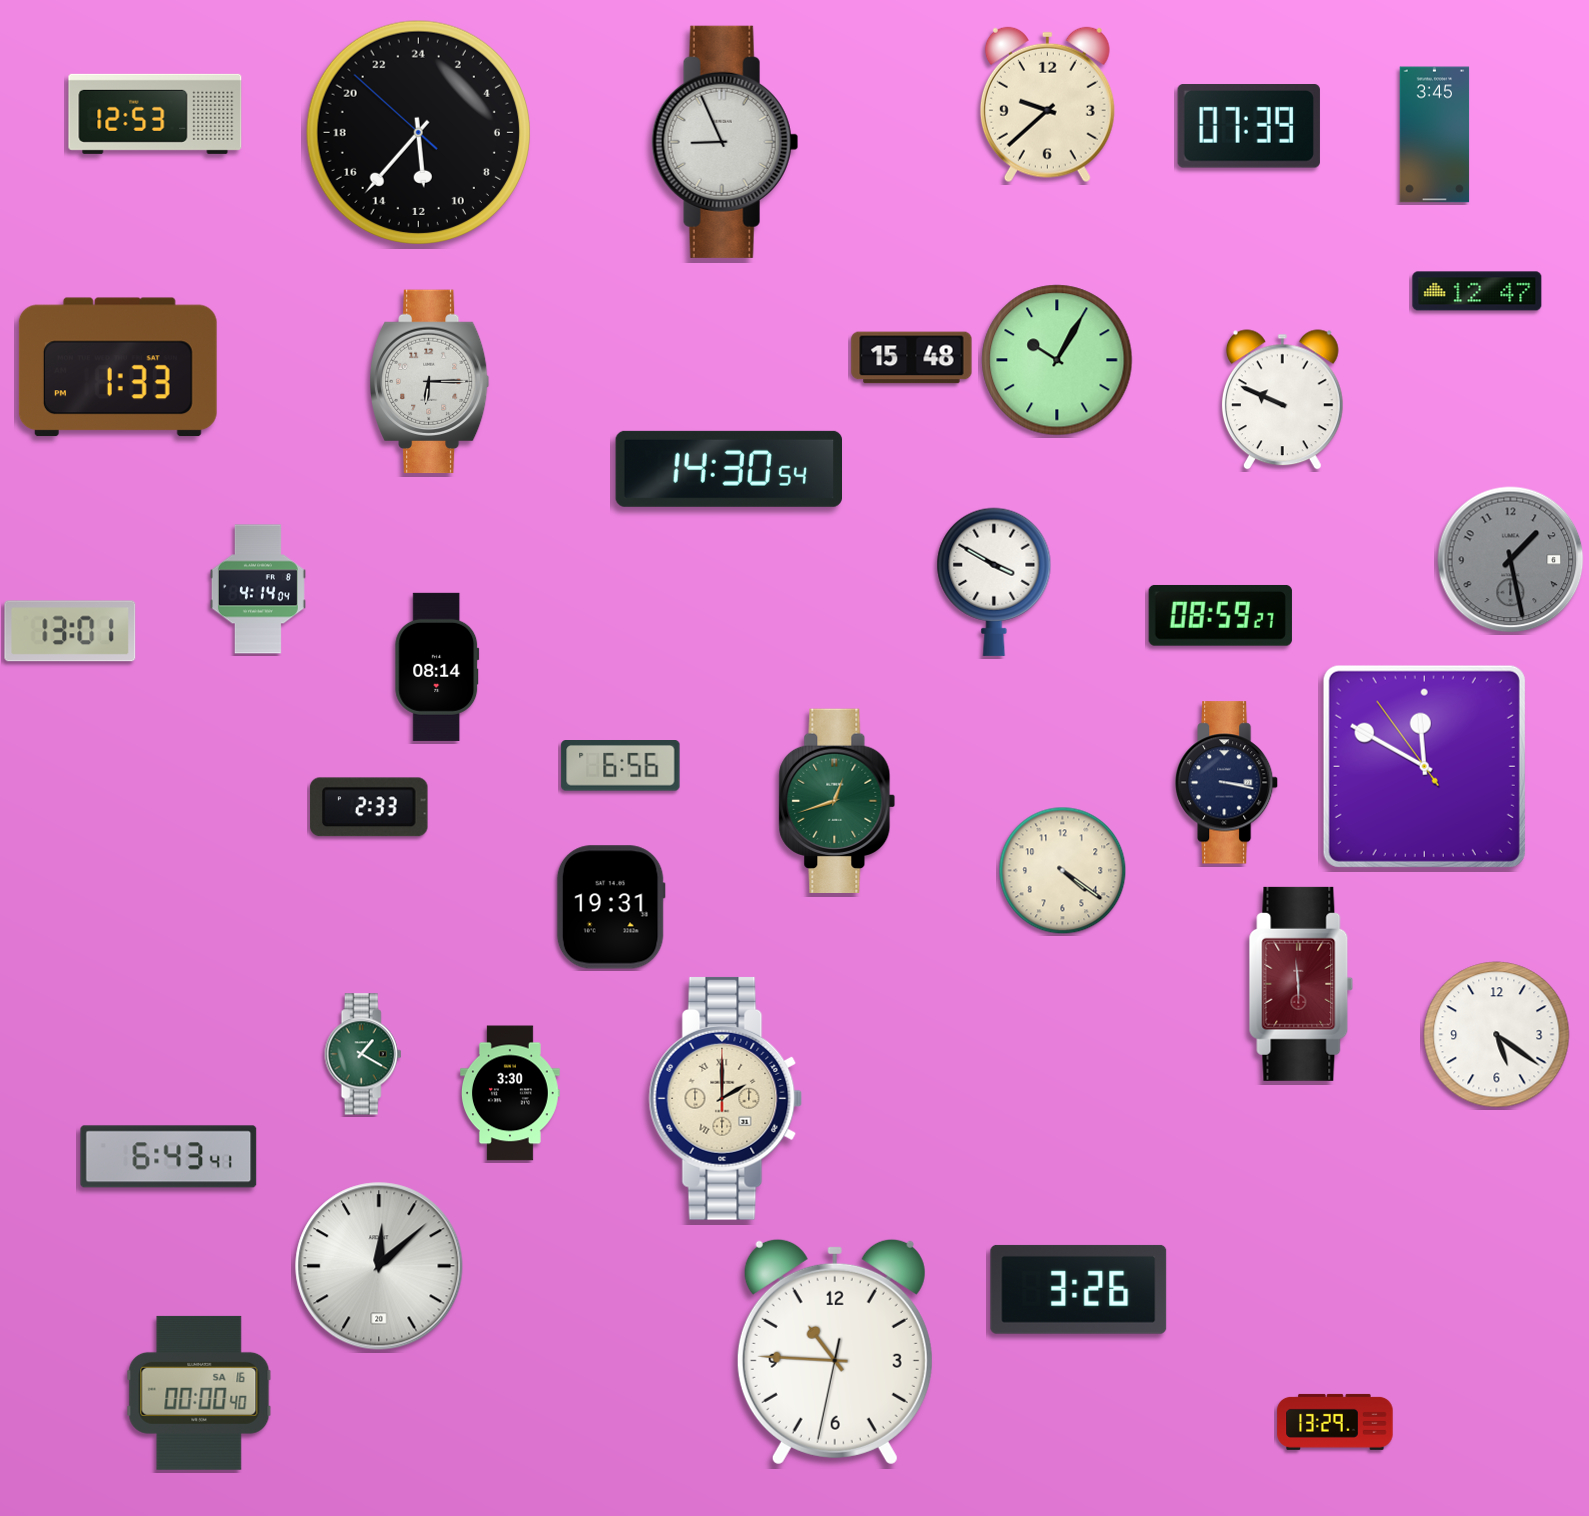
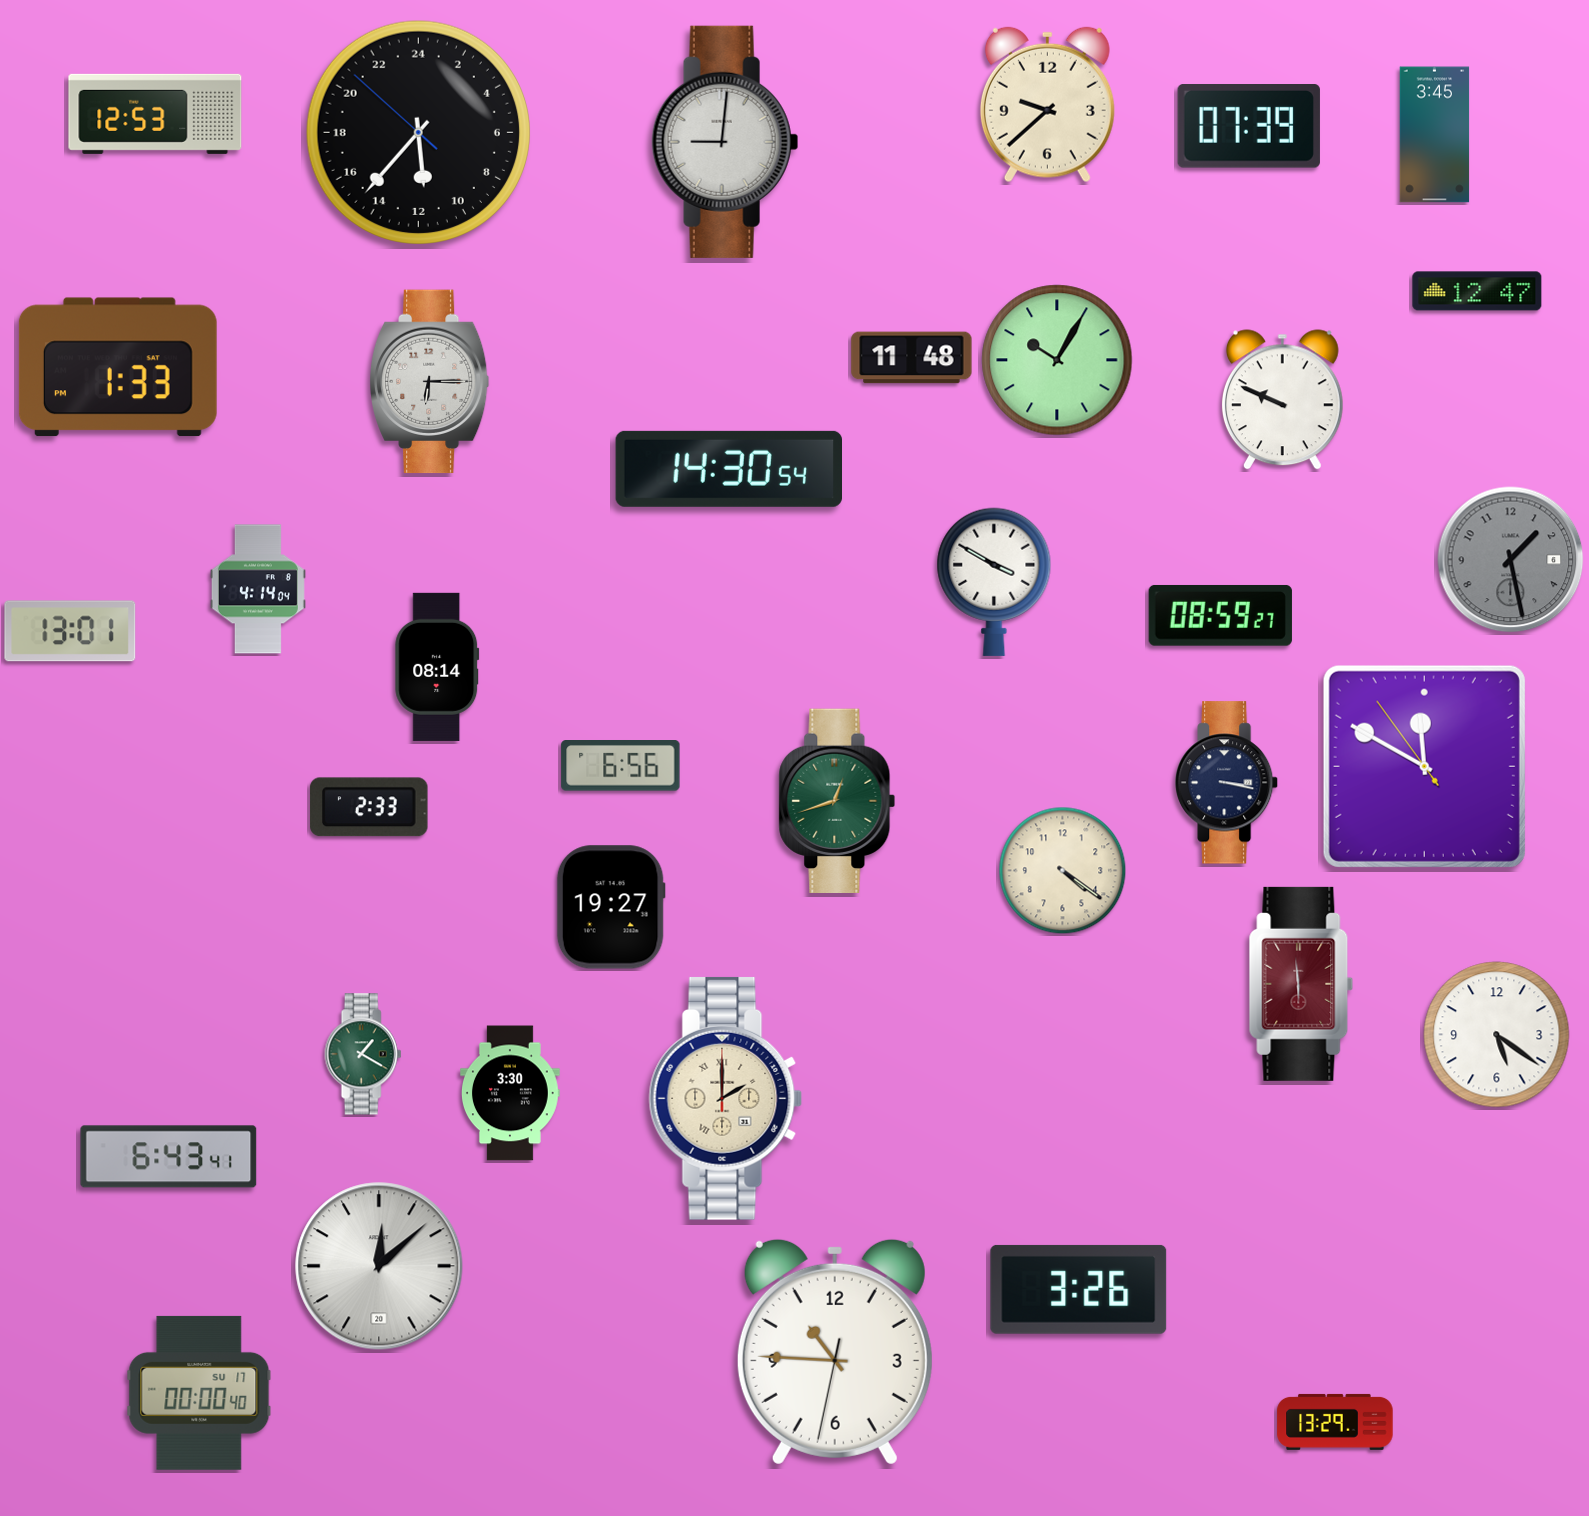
clock at (725, 142): 8:56 -> 9:01
clock at (912, 358): 15:48 -> 11:48
clock at (611, 907): 19:31 -> 19:27
clock at (199, 1393) date: SA 16 -> SU 17
